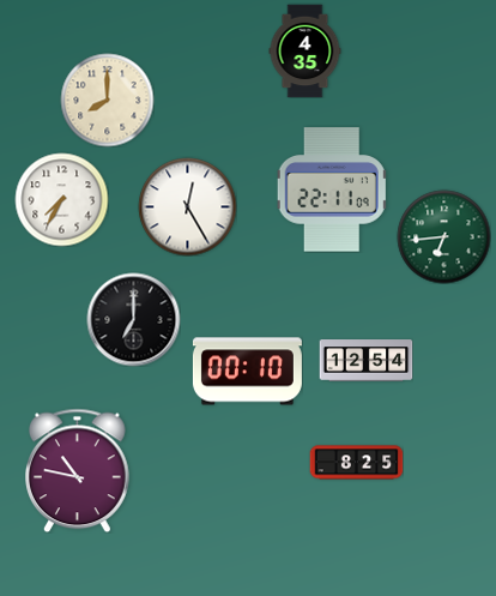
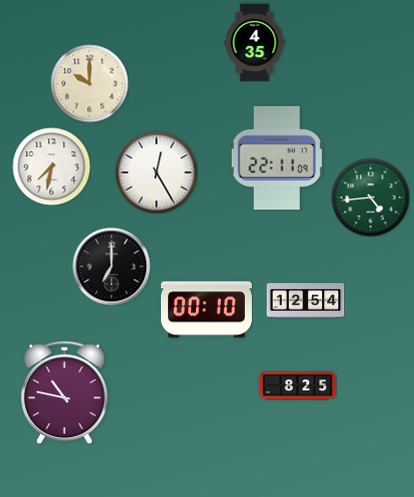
clock at (107, 100): 8:00 -> 10:00
clock at (61, 199): 7:35 -> 7:32
clock at (443, 236): 6:44 -> 4:44
